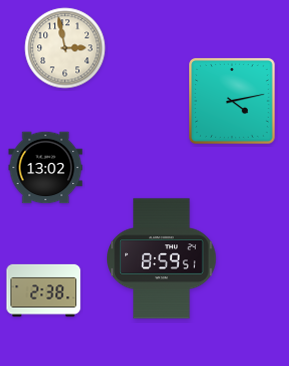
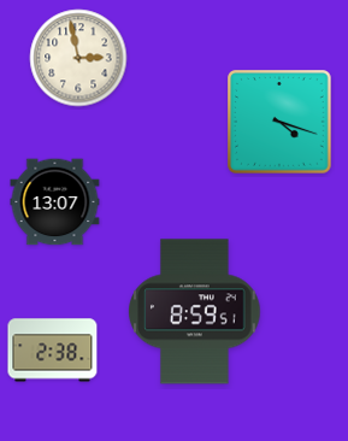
clock at (232, 101): 4:13 -> 4:18
clock at (46, 168): 13:02 -> 13:07
